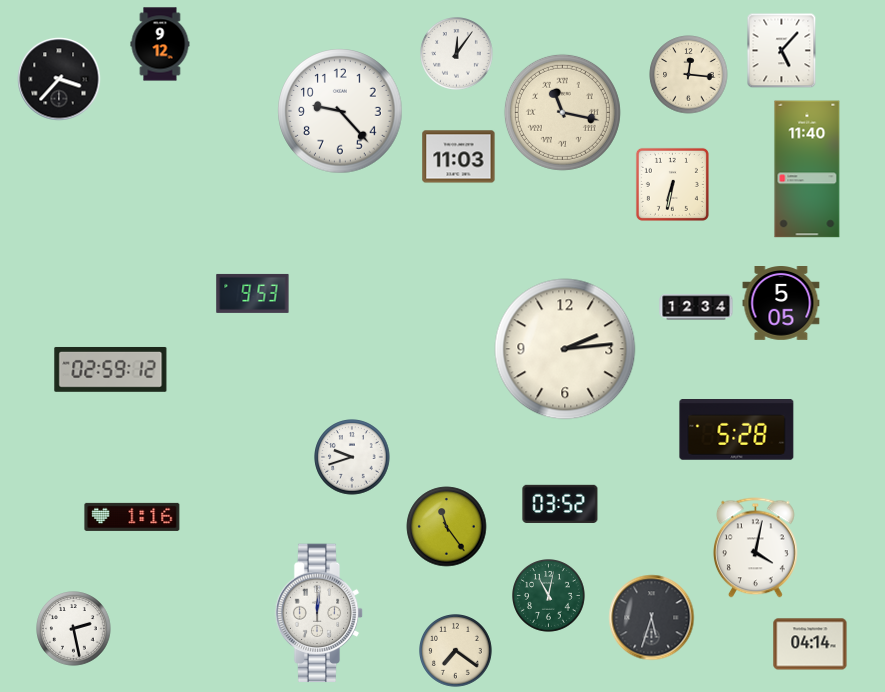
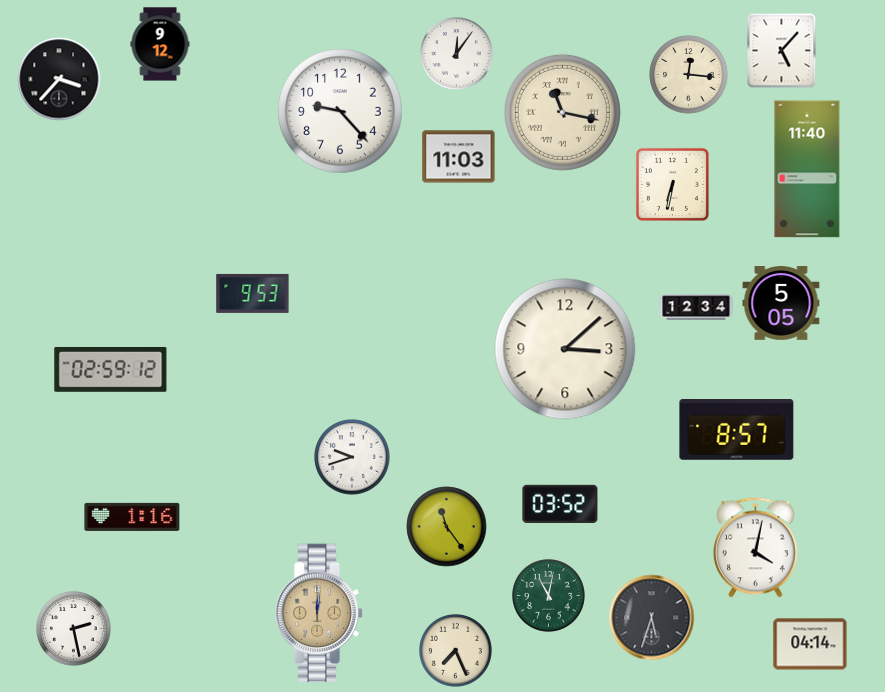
clock at (565, 349): 2:14 -> 3:08
clock at (737, 430): 5:28 -> 8:57
clock at (319, 613) dial: white -> champagne
clock at (456, 651): 7:21 -> 7:26
